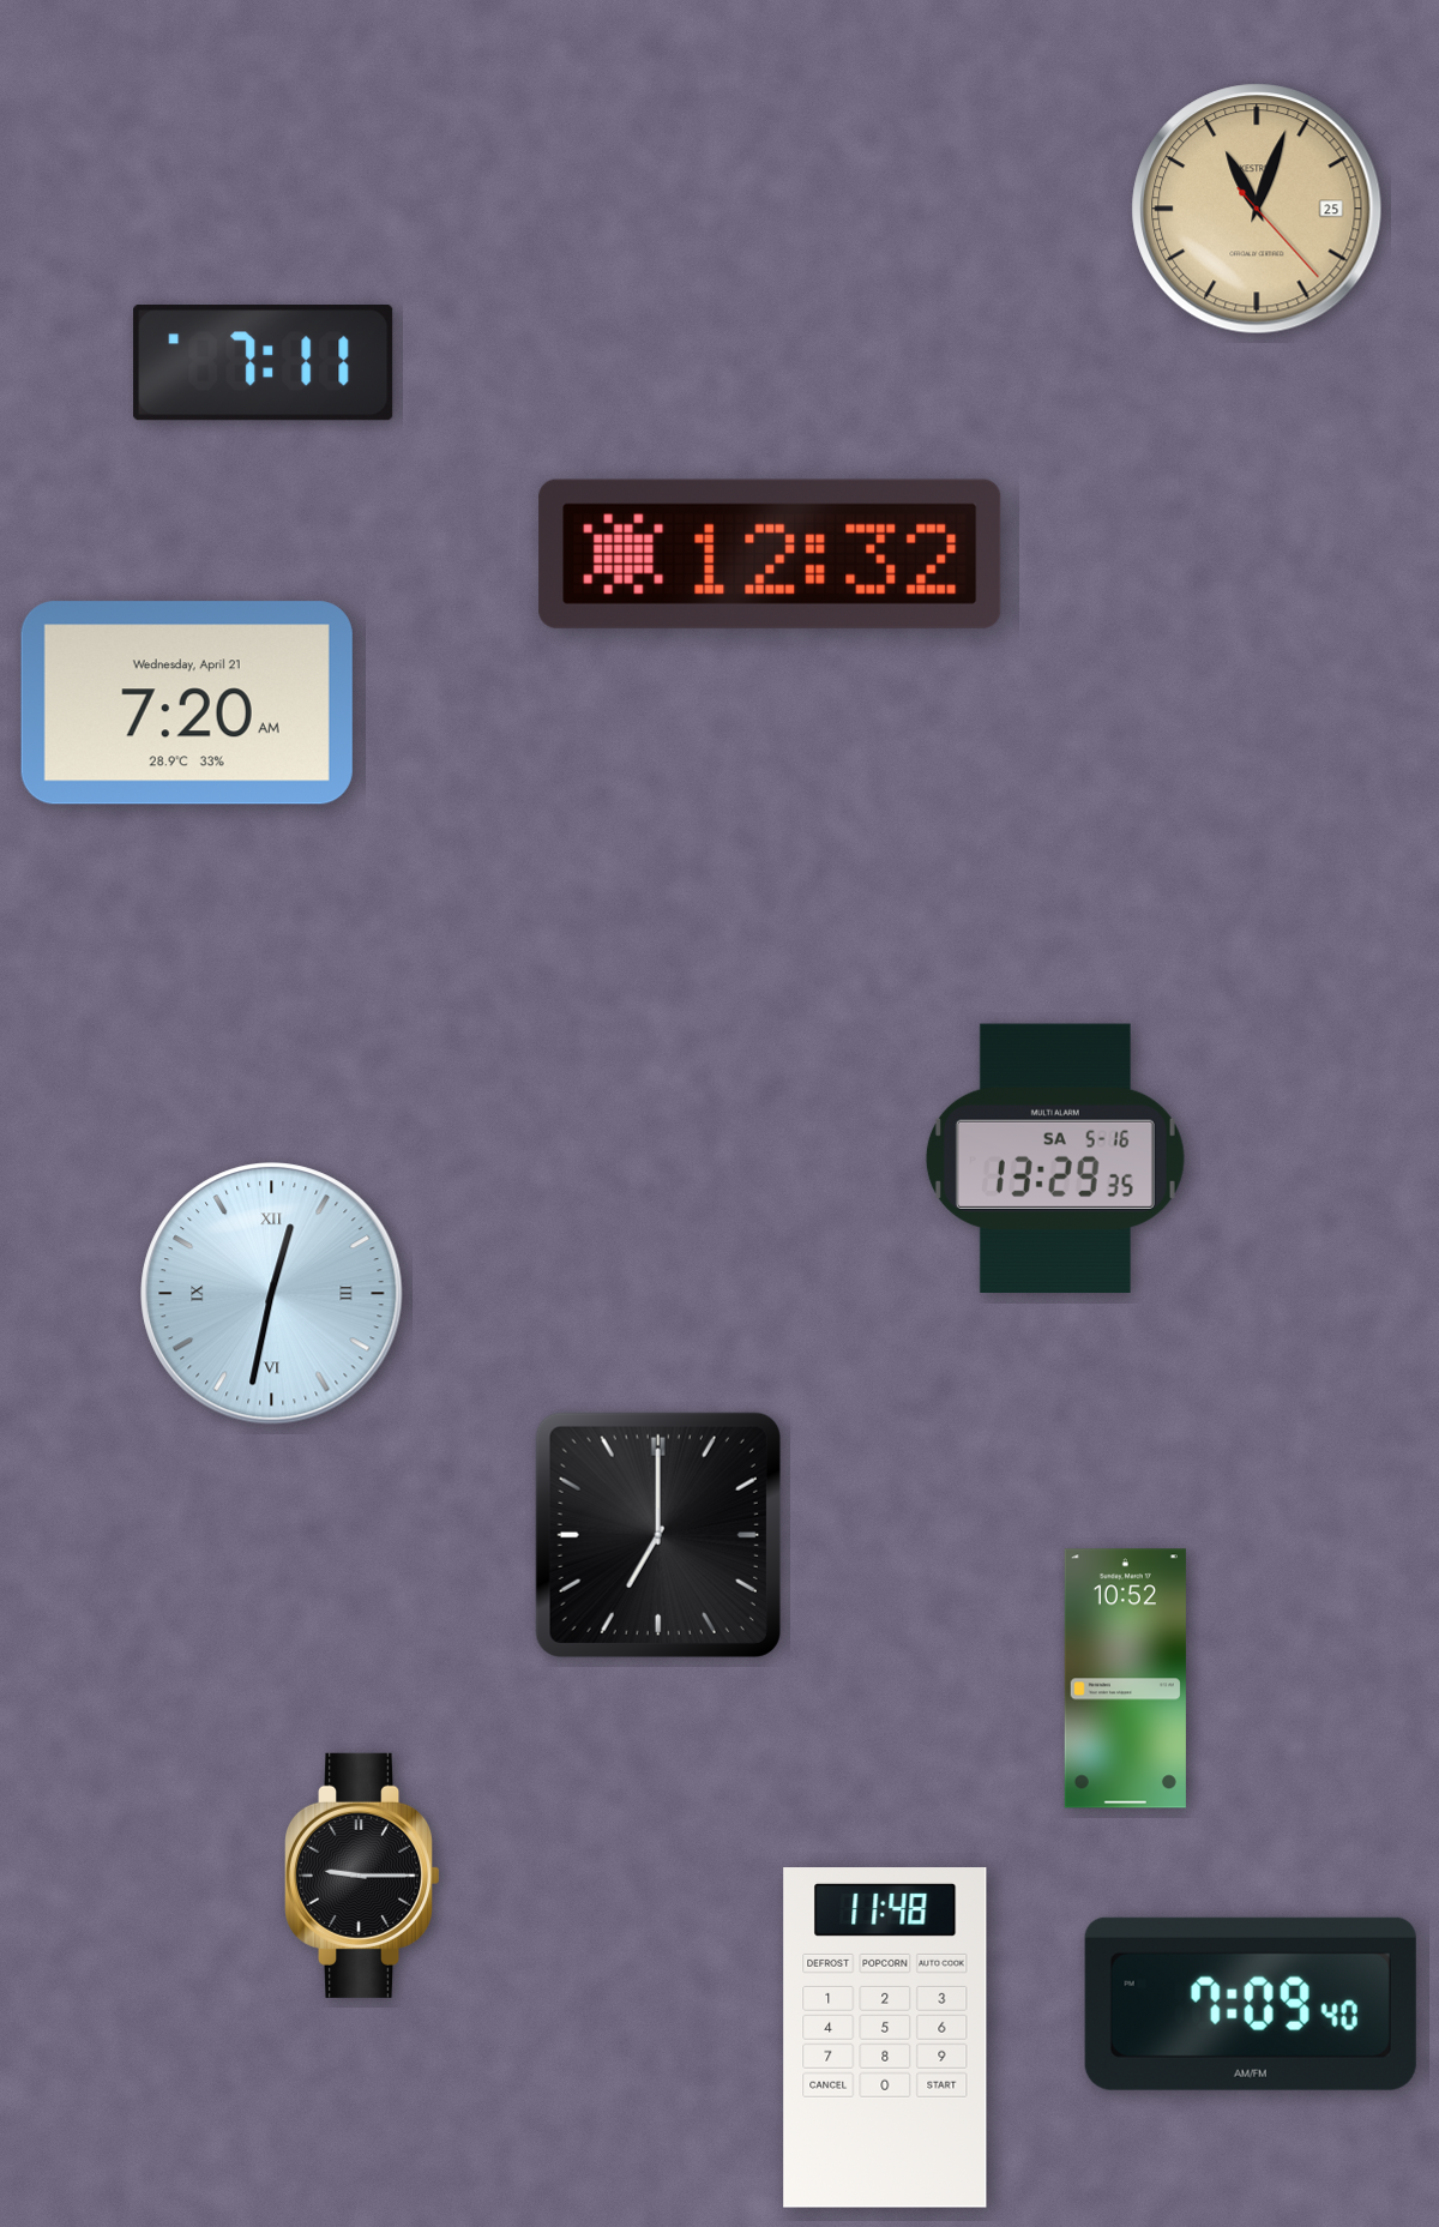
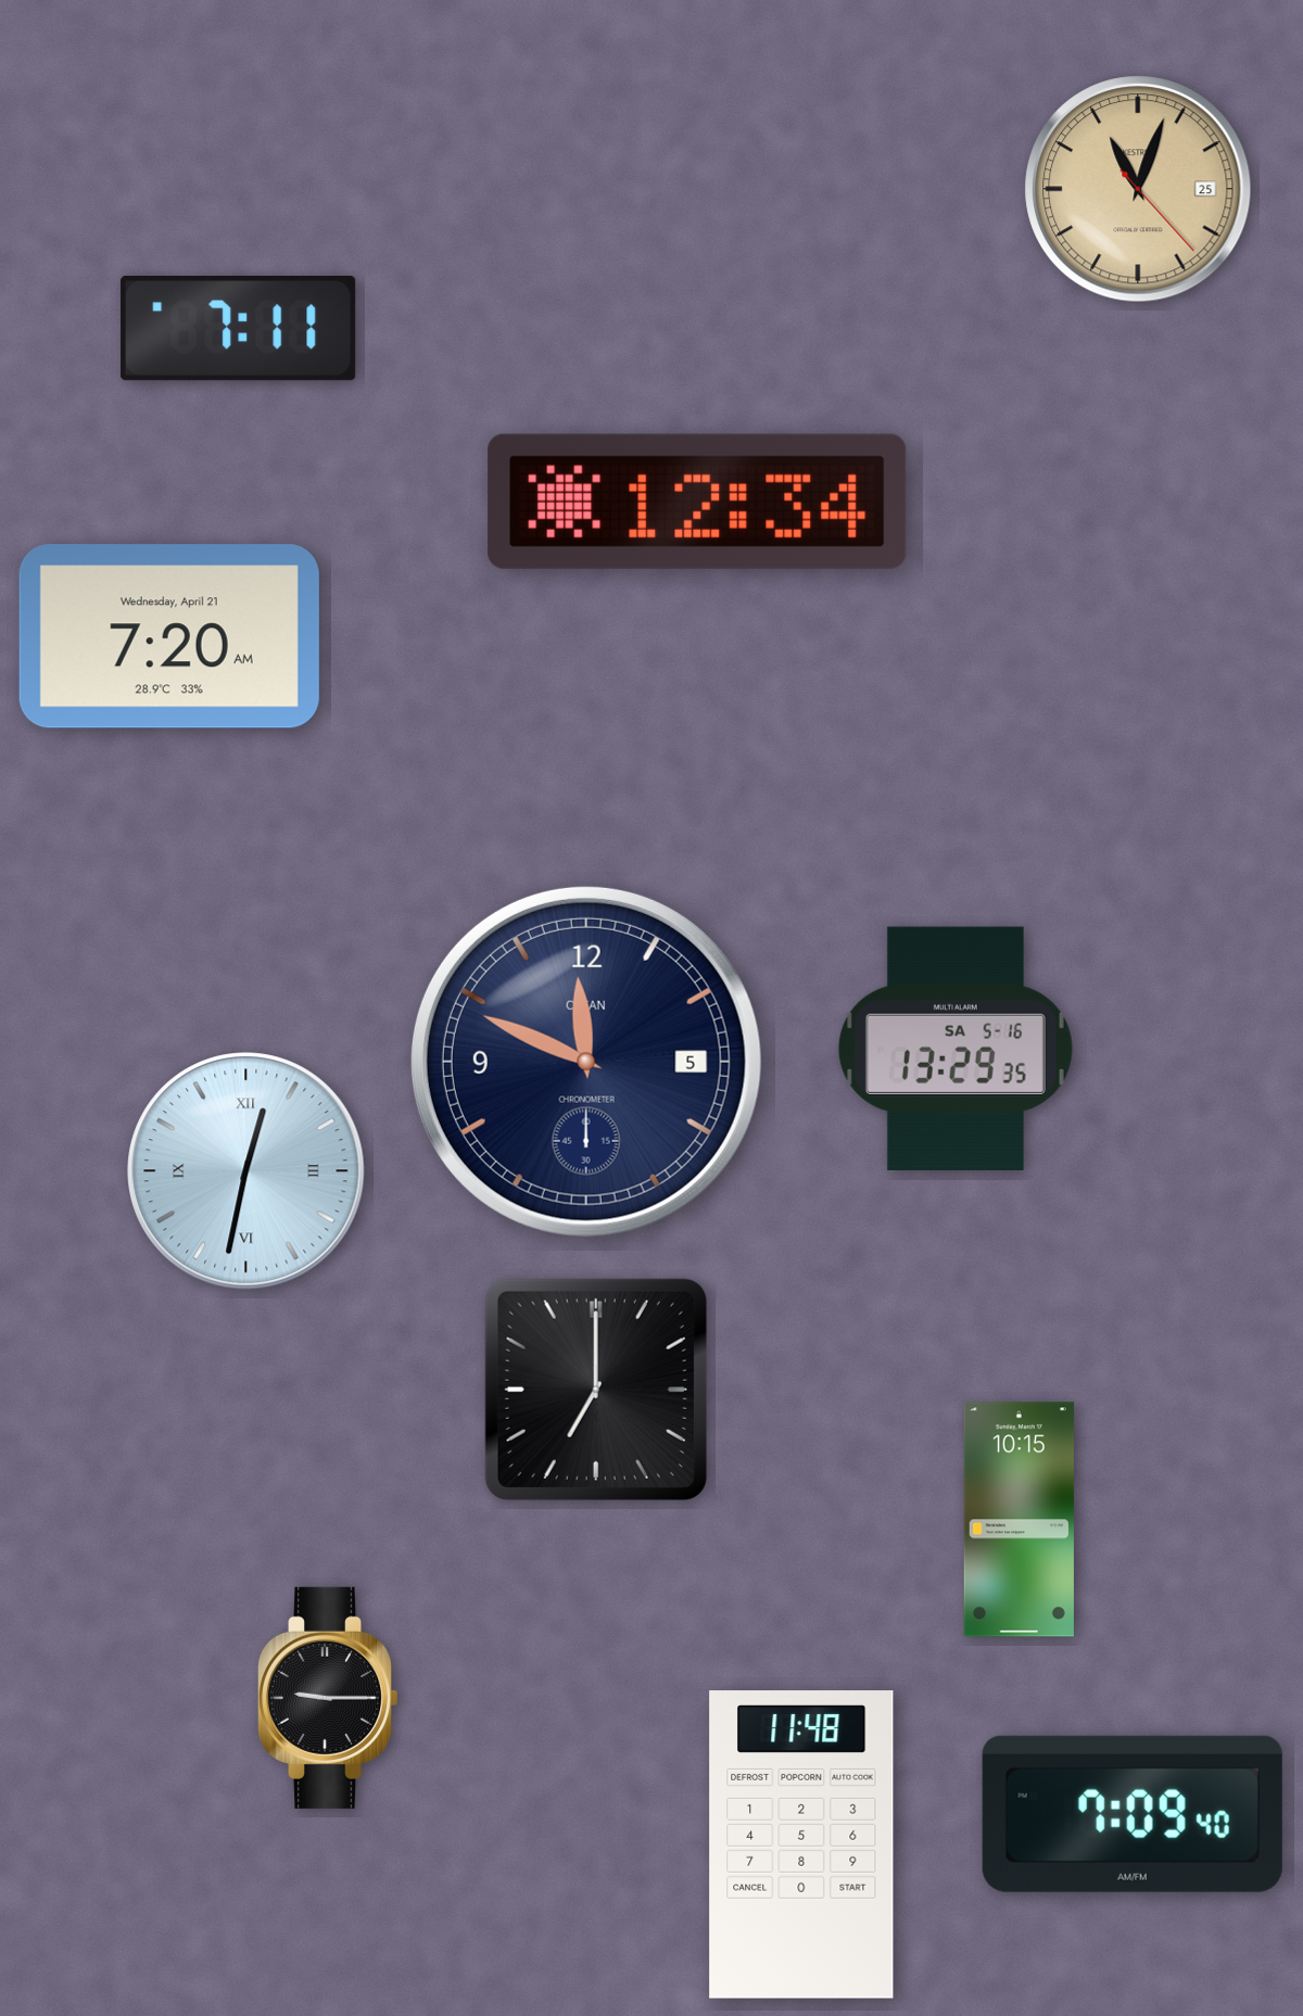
clock at (770, 554): 12:32 -> 12:34
clock at (586, 1062): none -> 11:49
clock at (1125, 1679): 10:52 -> 10:15
